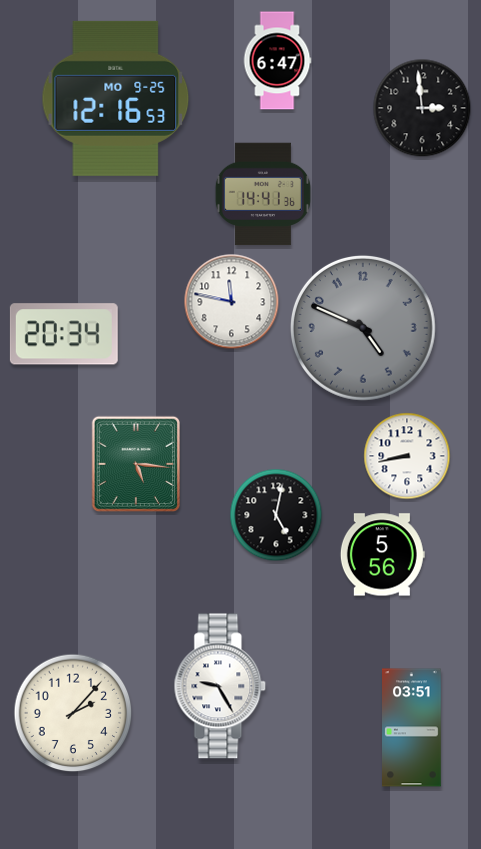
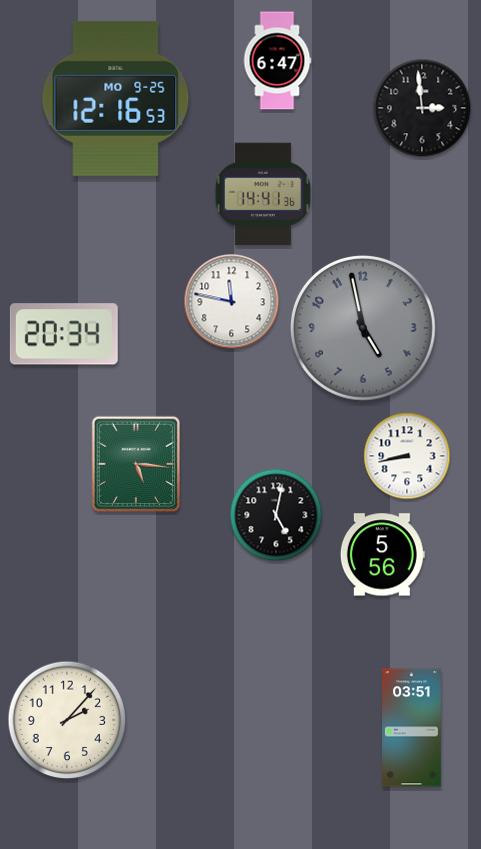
clock at (363, 328): 4:49 -> 4:58
clock at (220, 686): 9:25 -> none
clock at (73, 713) position: (73, 713) -> (67, 720)
